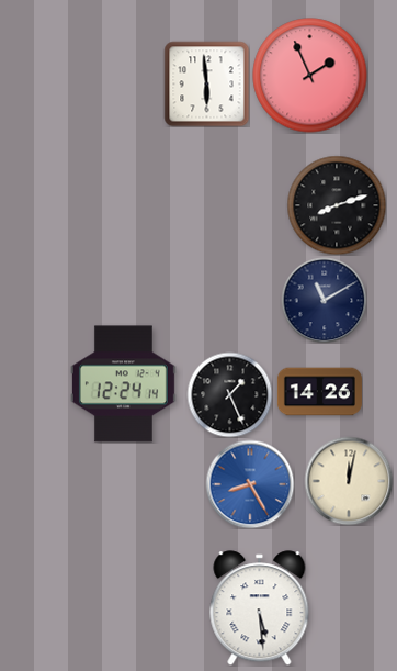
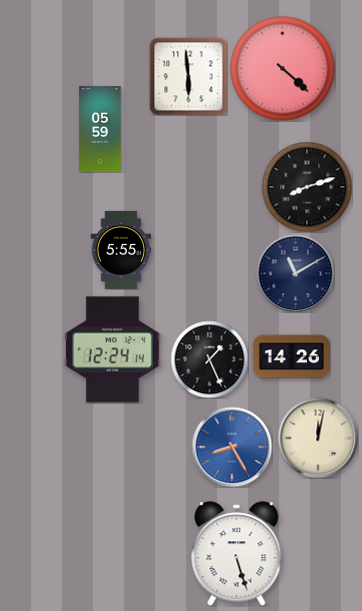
clock at (310, 76): 1:56 -> 4:22
clock at (100, 129): none -> 05:59
clock at (121, 250): none -> 5:55
clock at (250, 484) position: (250, 484) -> (232, 447)
clock at (260, 608): 5:29 -> 5:27
